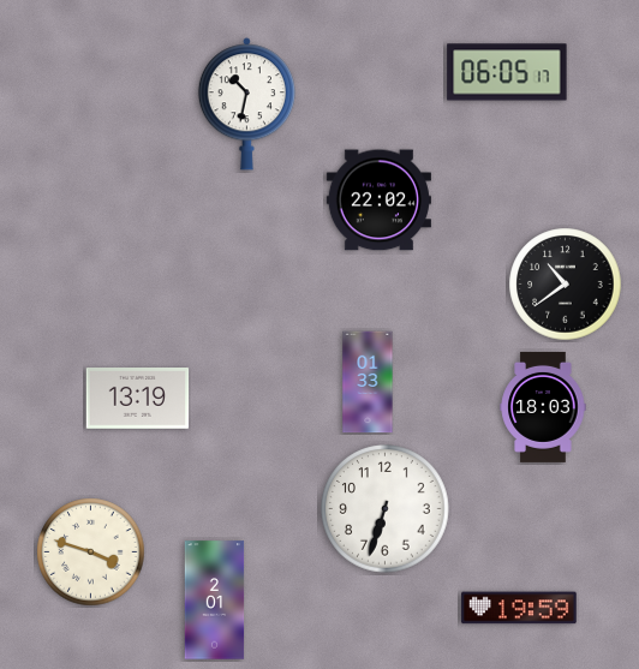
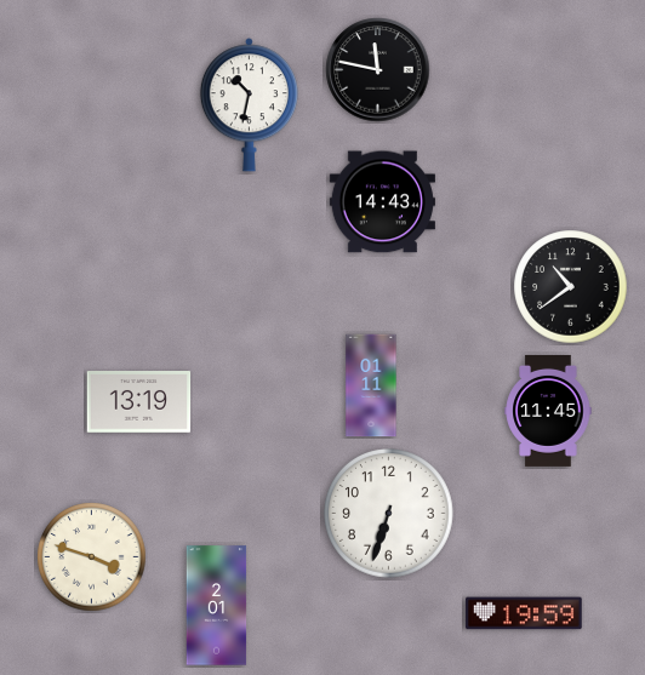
clock at (378, 70): none -> 11:47
clock at (507, 72): 06:05 -> none
clock at (378, 201): 22:02 -> 14:43
clock at (368, 382): 01:33 -> 01:11
clock at (543, 407): 18:03 -> 11:45
